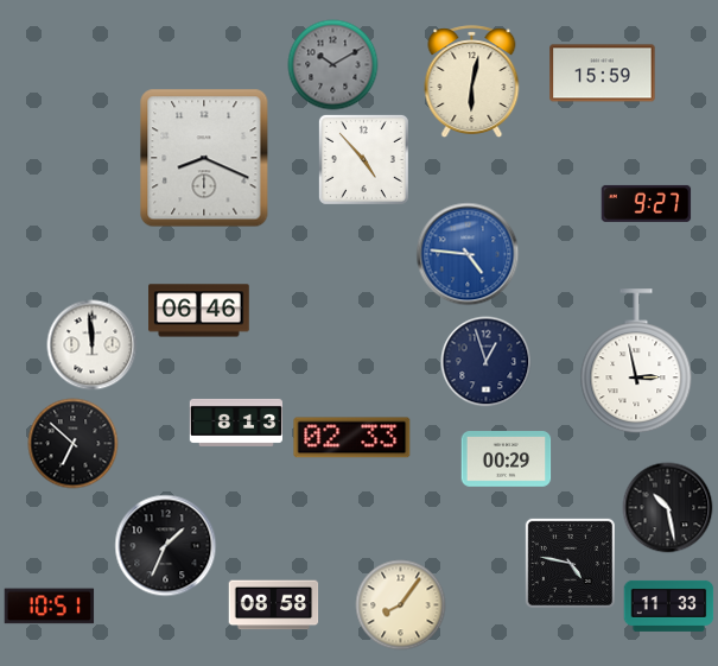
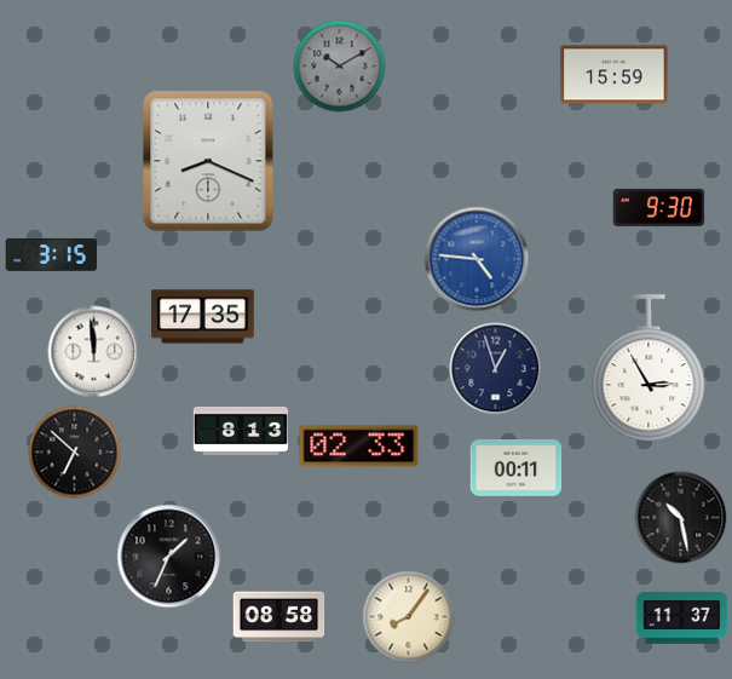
clock at (472, 81): 6:02 -> none
clock at (363, 159): 4:53 -> none
clock at (647, 203): 9:27 -> 9:30
clock at (52, 254): none -> 3:15
clock at (199, 311): 06:46 -> 17:35
clock at (636, 362): 2:58 -> 2:55
clock at (507, 459): 00:29 -> 00:11
clock at (570, 563): 4:47 -> none
clock at (669, 605): 11:33 -> 11:37
clock at (50, 607): 10:51 -> none
